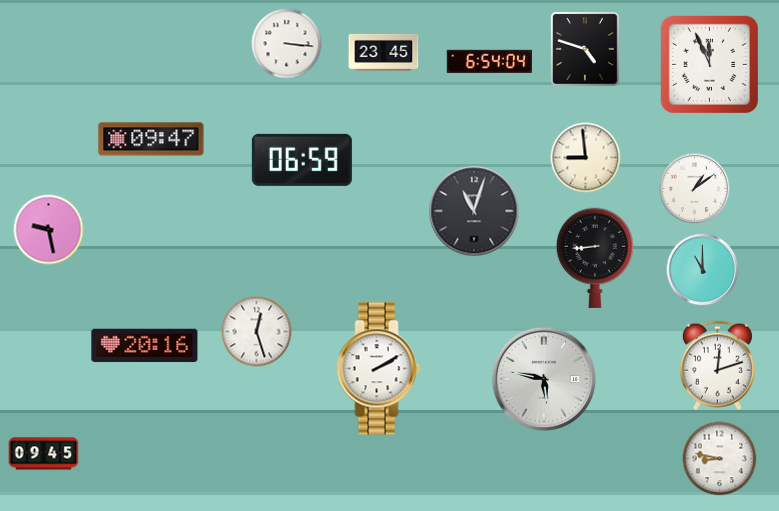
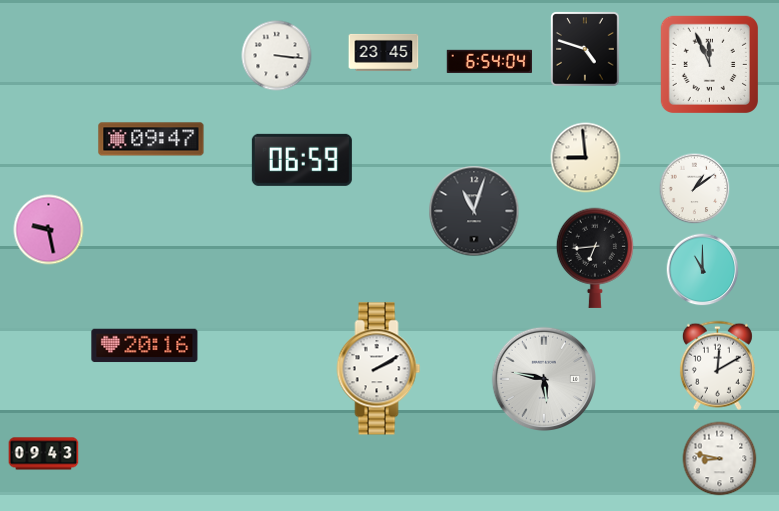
clock at (287, 44) position: (287, 44) -> (277, 56)
clock at (594, 258): 8:44 -> 6:44
clock at (257, 332): 12:27 -> none
clock at (717, 366): 12:12 -> 12:10
clock at (44, 454): 09:45 -> 09:43
